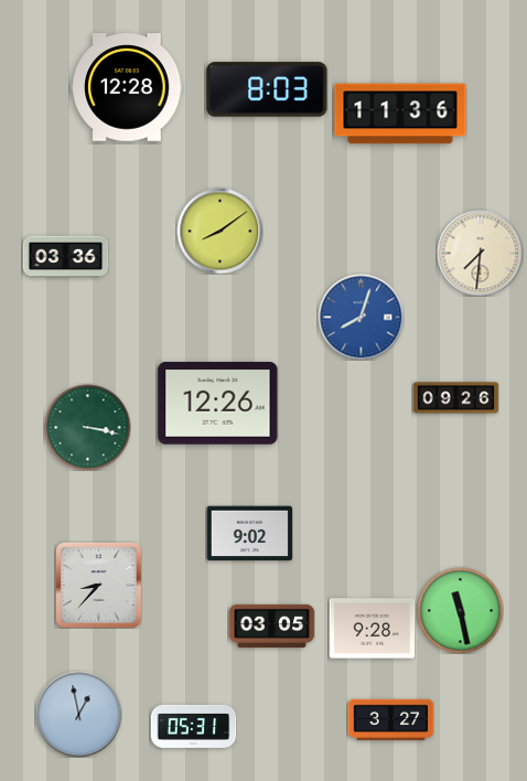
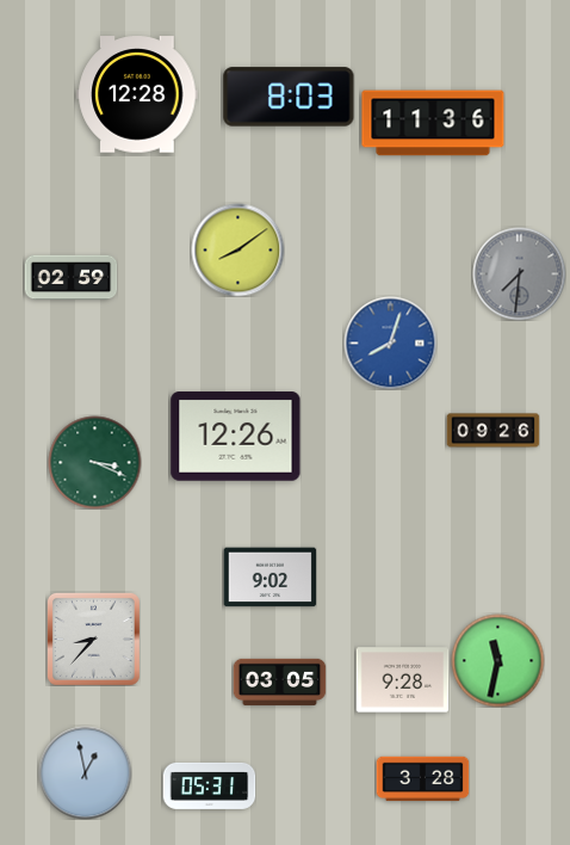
clock at (480, 253) dial: cream -> grey
clock at (65, 257): 03:36 -> 02:59
clock at (87, 427): 3:17 -> 3:19
clock at (98, 585) position: (98, 585) -> (93, 639)
clock at (460, 610): 11:28 -> 11:32
clock at (271, 625) position: (271, 625) -> (279, 681)
clock at (390, 720): 3:27 -> 3:28
